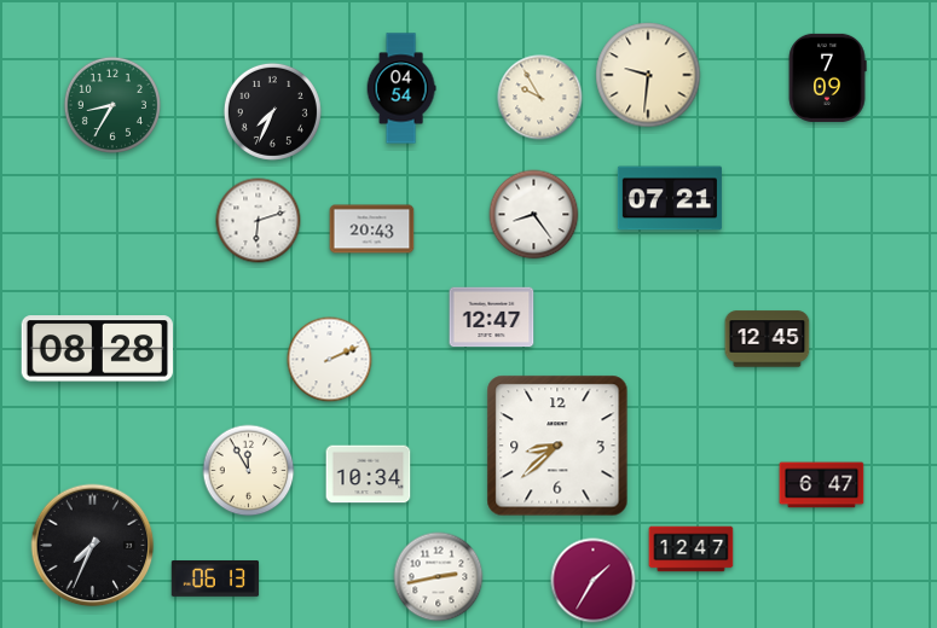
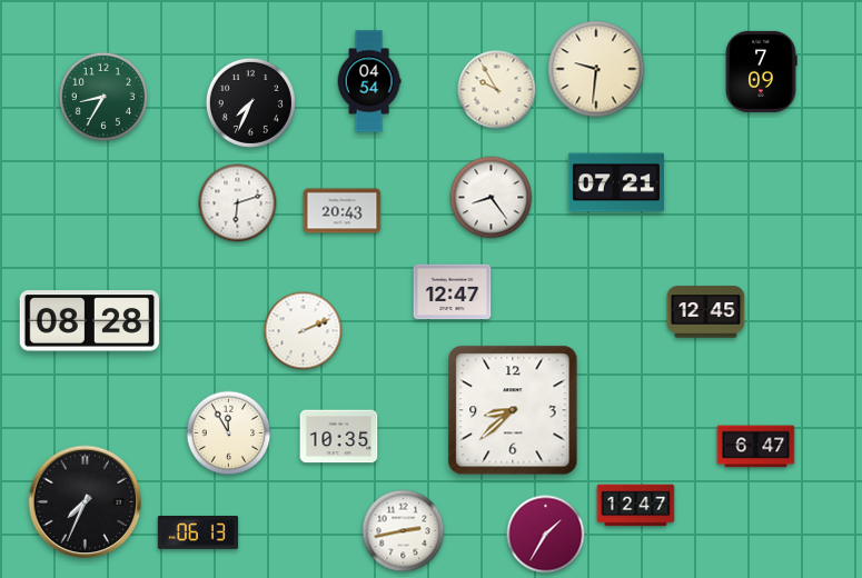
clock at (369, 475): 10:34 -> 10:35
